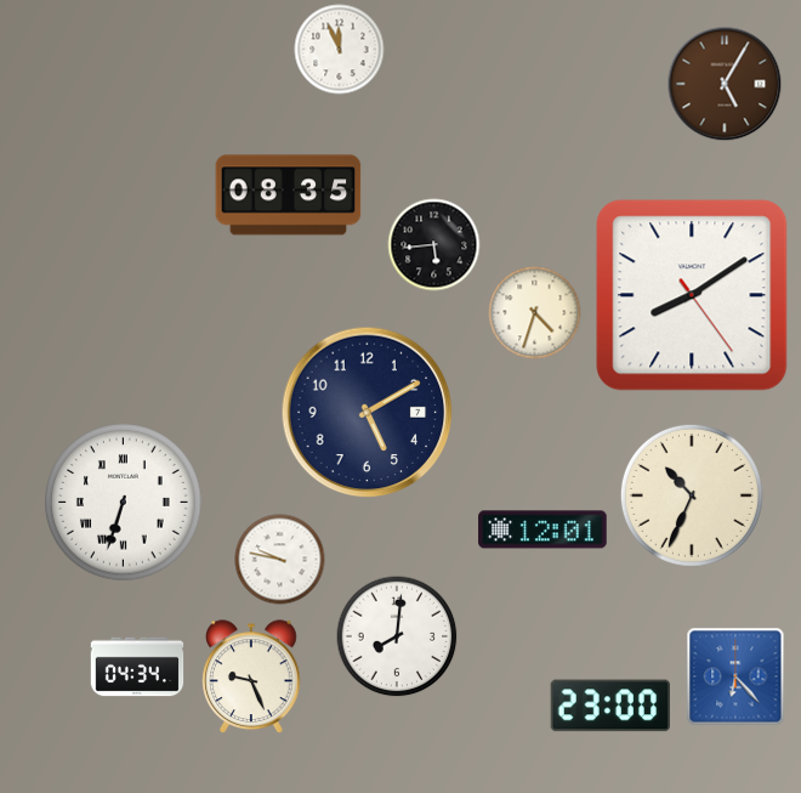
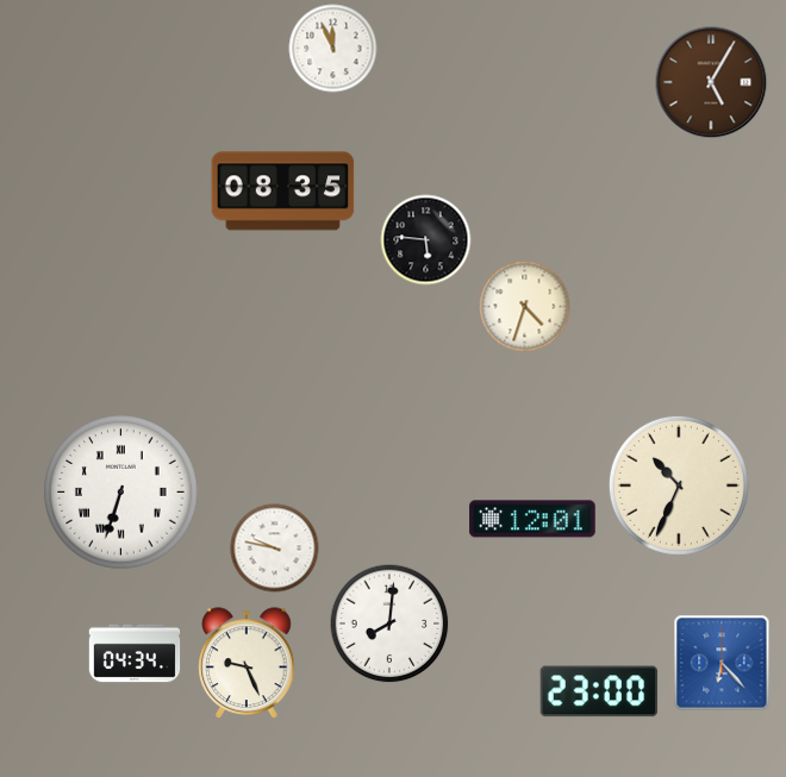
clock at (434, 245): 5:44 -> 5:46
clock at (692, 295): 8:09 -> none
clock at (368, 413): 5:10 -> none
